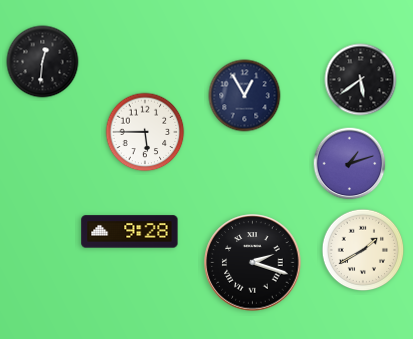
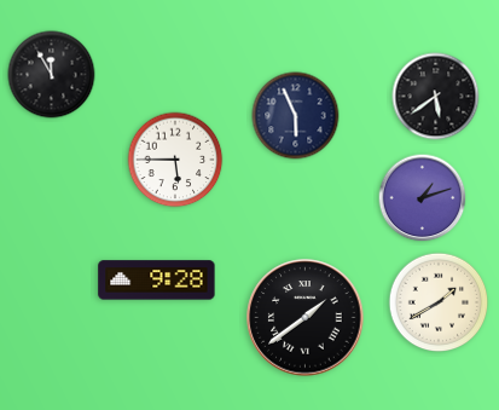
clock at (43, 62): 12:31 -> 11:55
clock at (245, 96): 12:55 -> 5:56
clock at (253, 263): 2:18 -> 1:39
